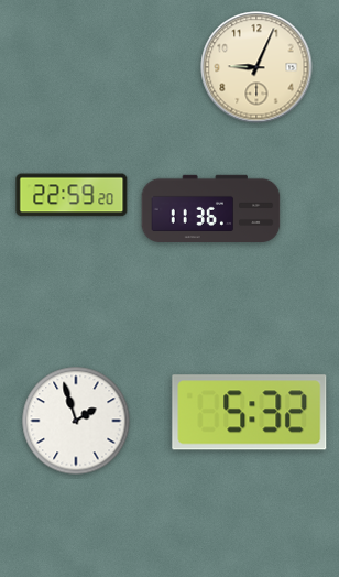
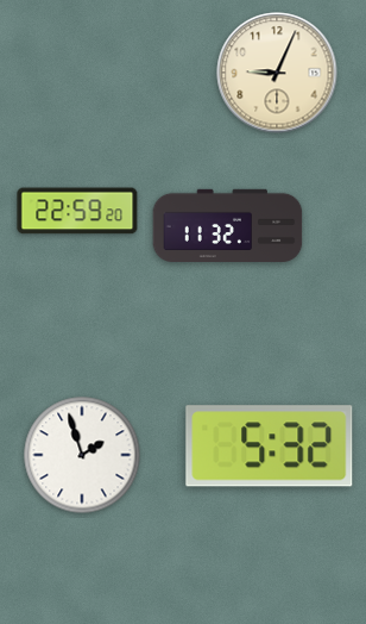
clock at (211, 208): 11:36 -> 11:32
